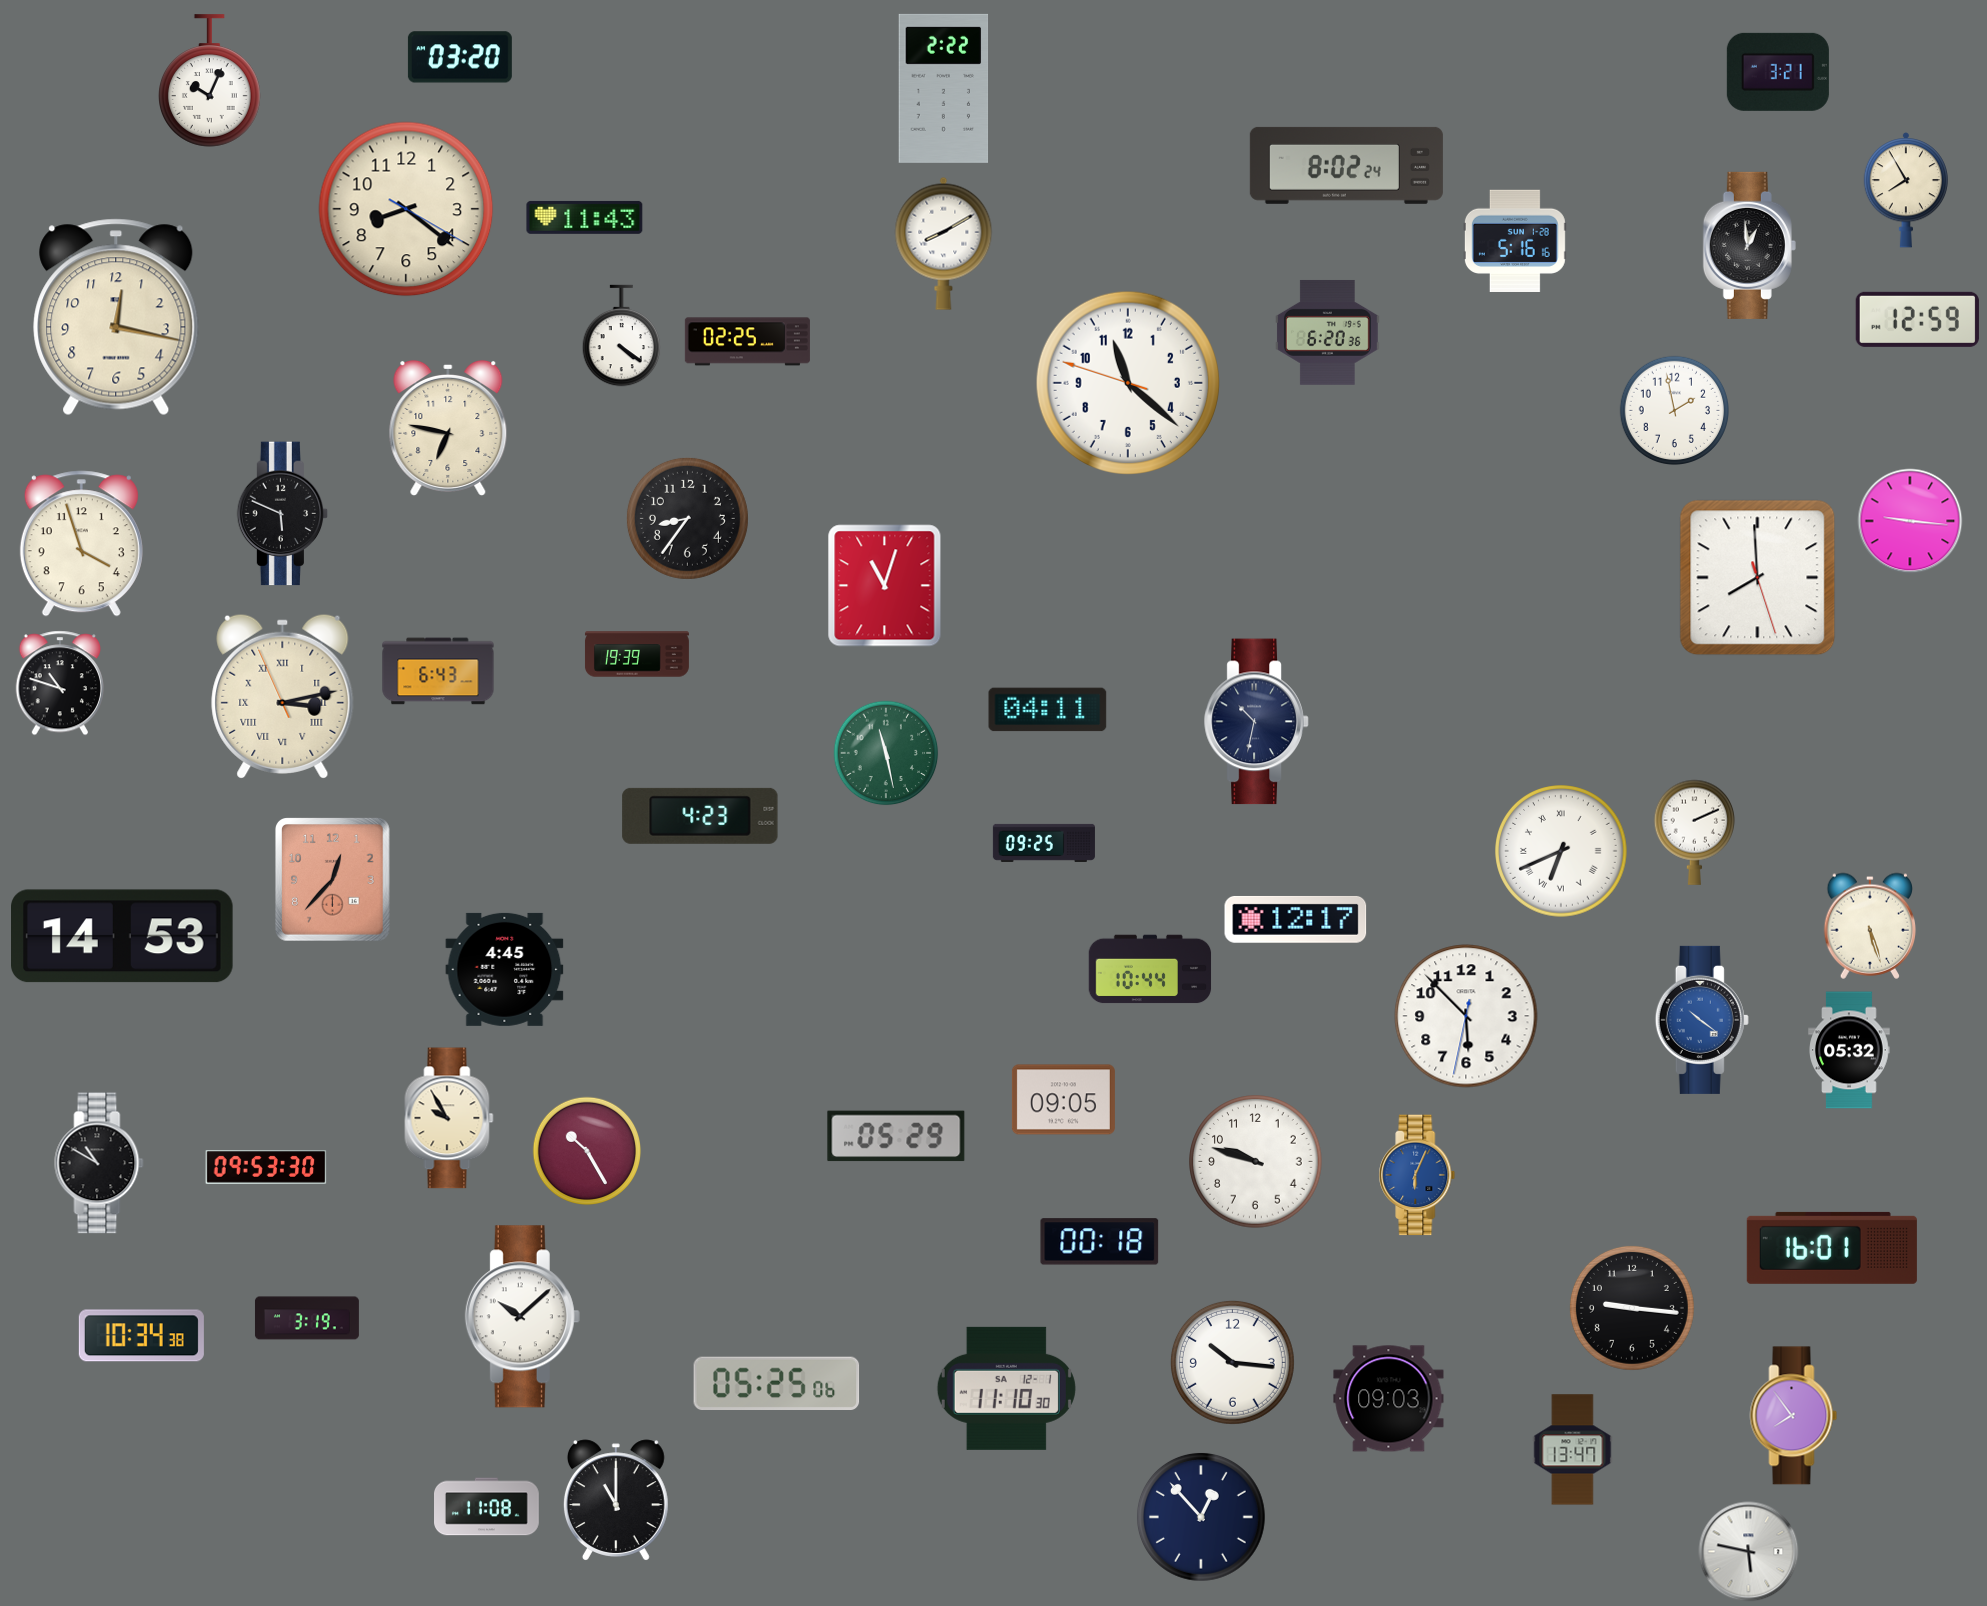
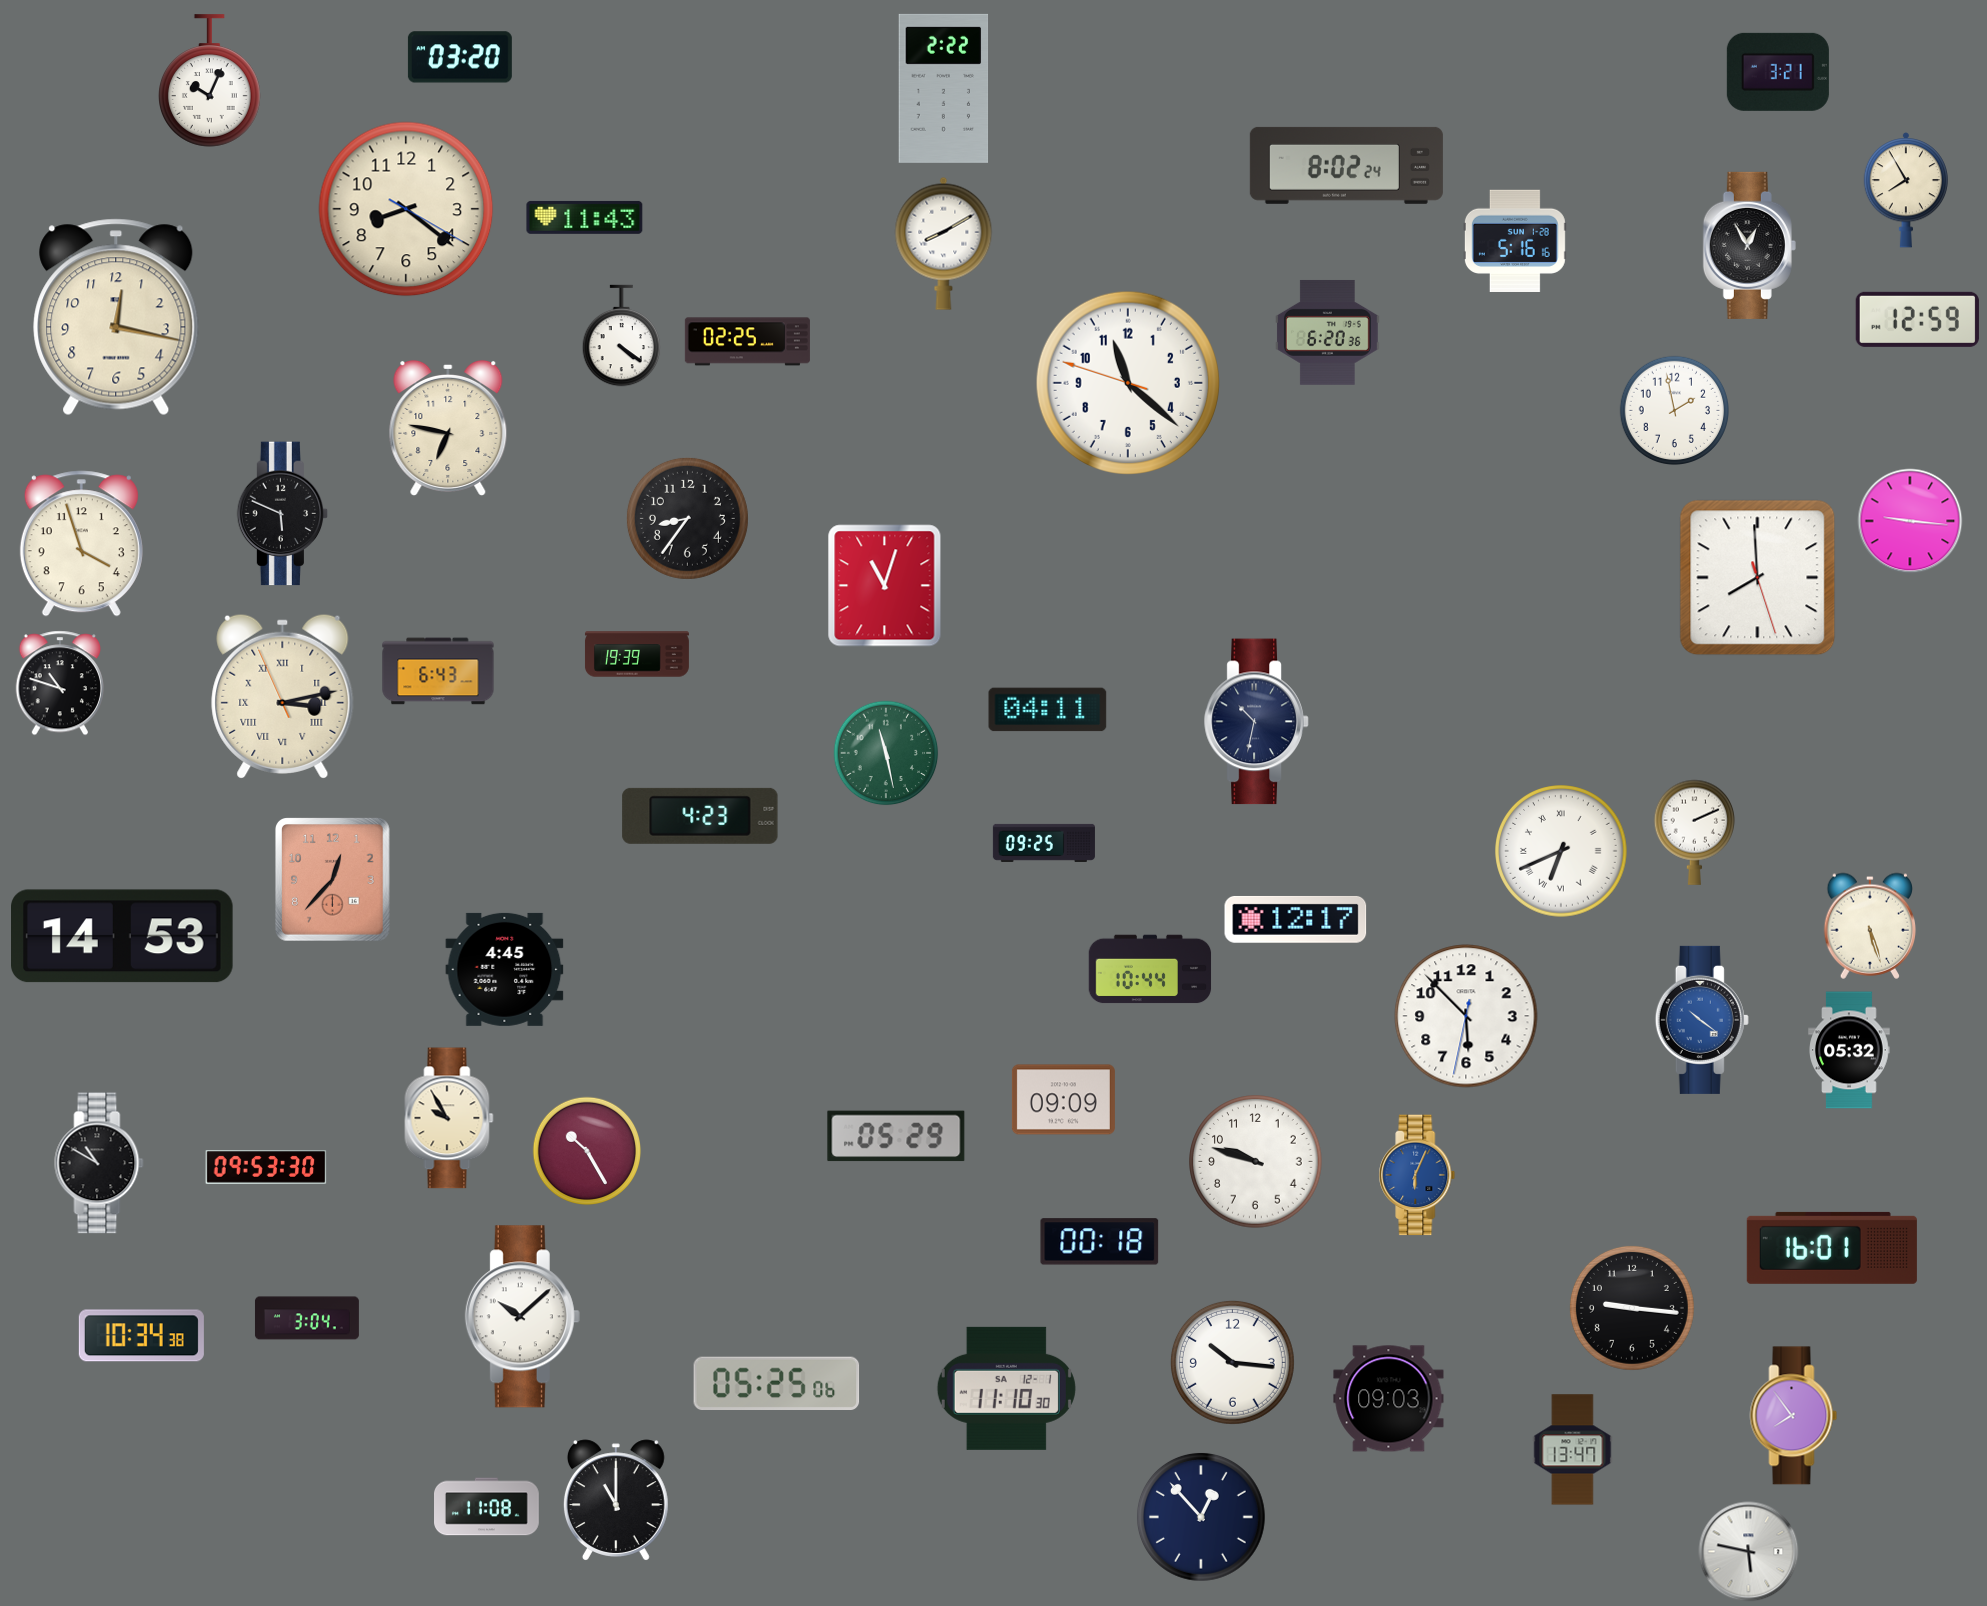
clock at (1749, 245): 12:59 -> 12:55
clock at (1063, 1100): 09:05 -> 09:09
clock at (307, 1318): 3:19 -> 3:04
